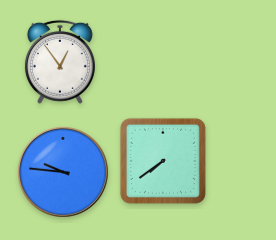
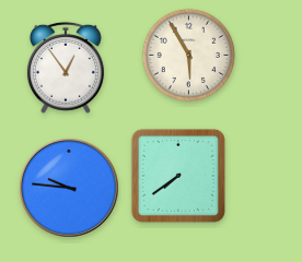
clock at (189, 56): none -> 5:55
